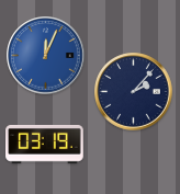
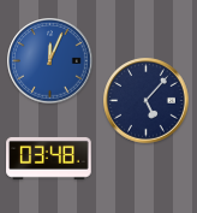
clock at (134, 92): 2:07 -> 5:07
clock at (45, 145): 03:19 -> 03:48
